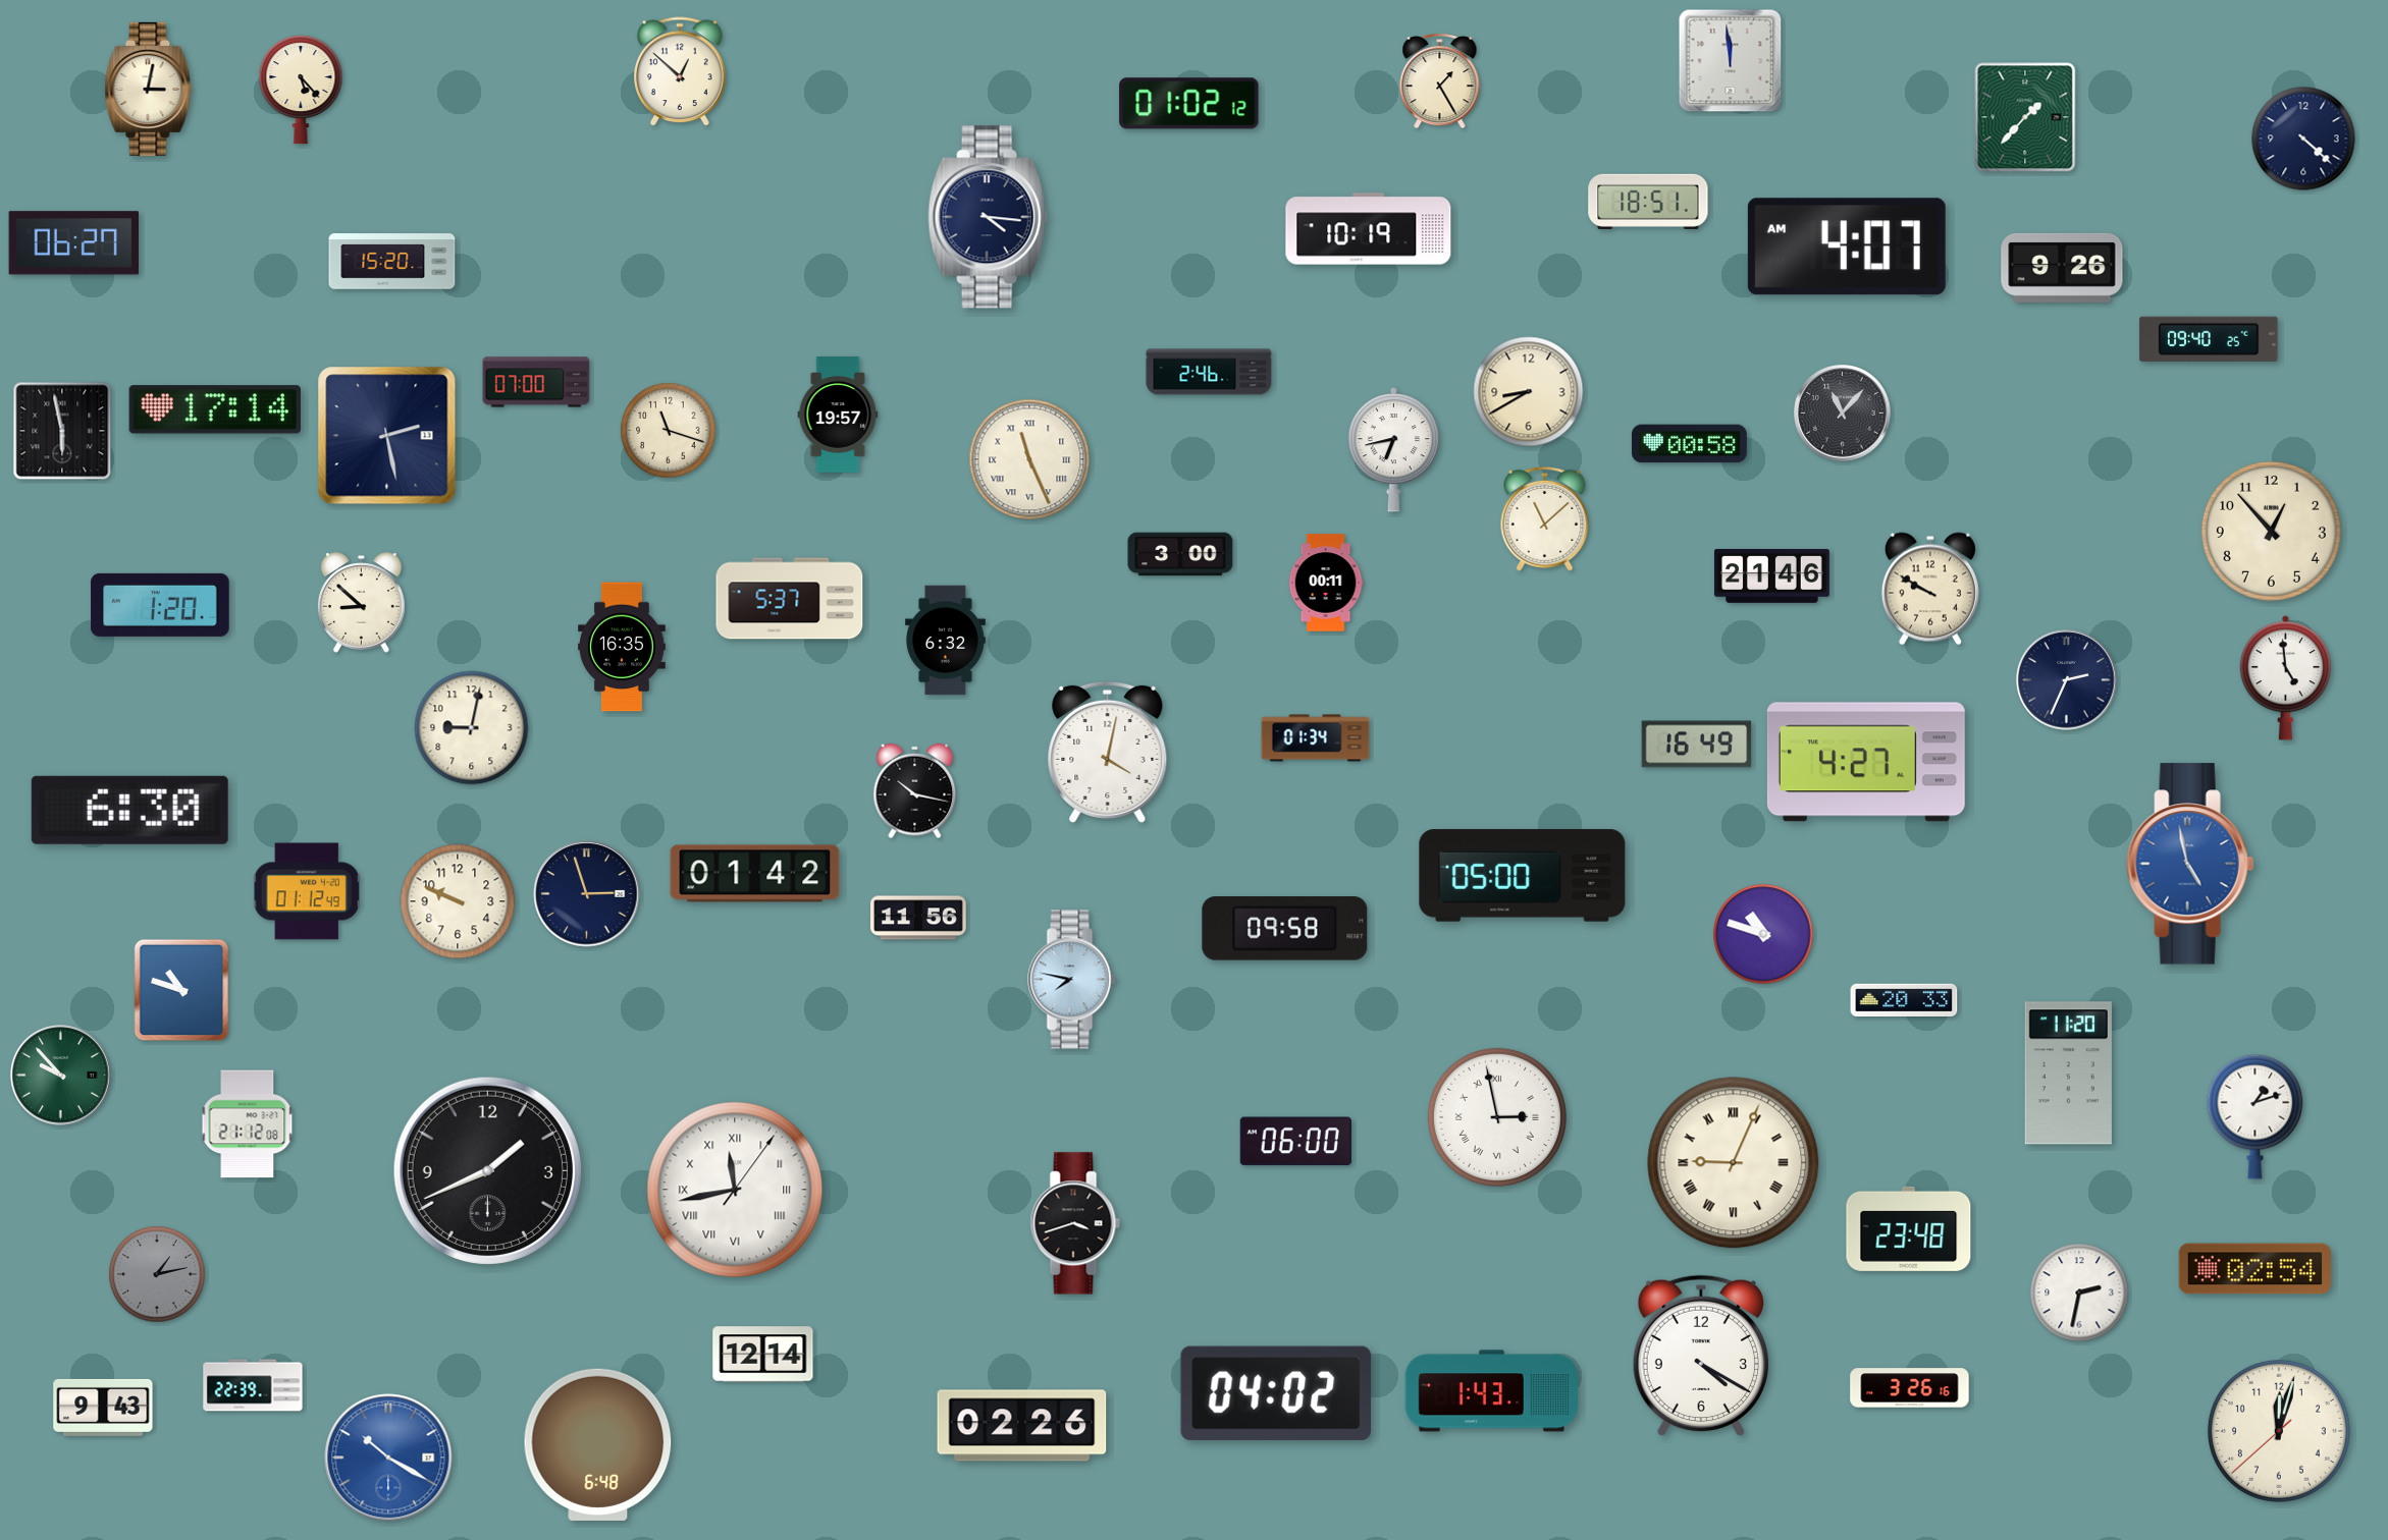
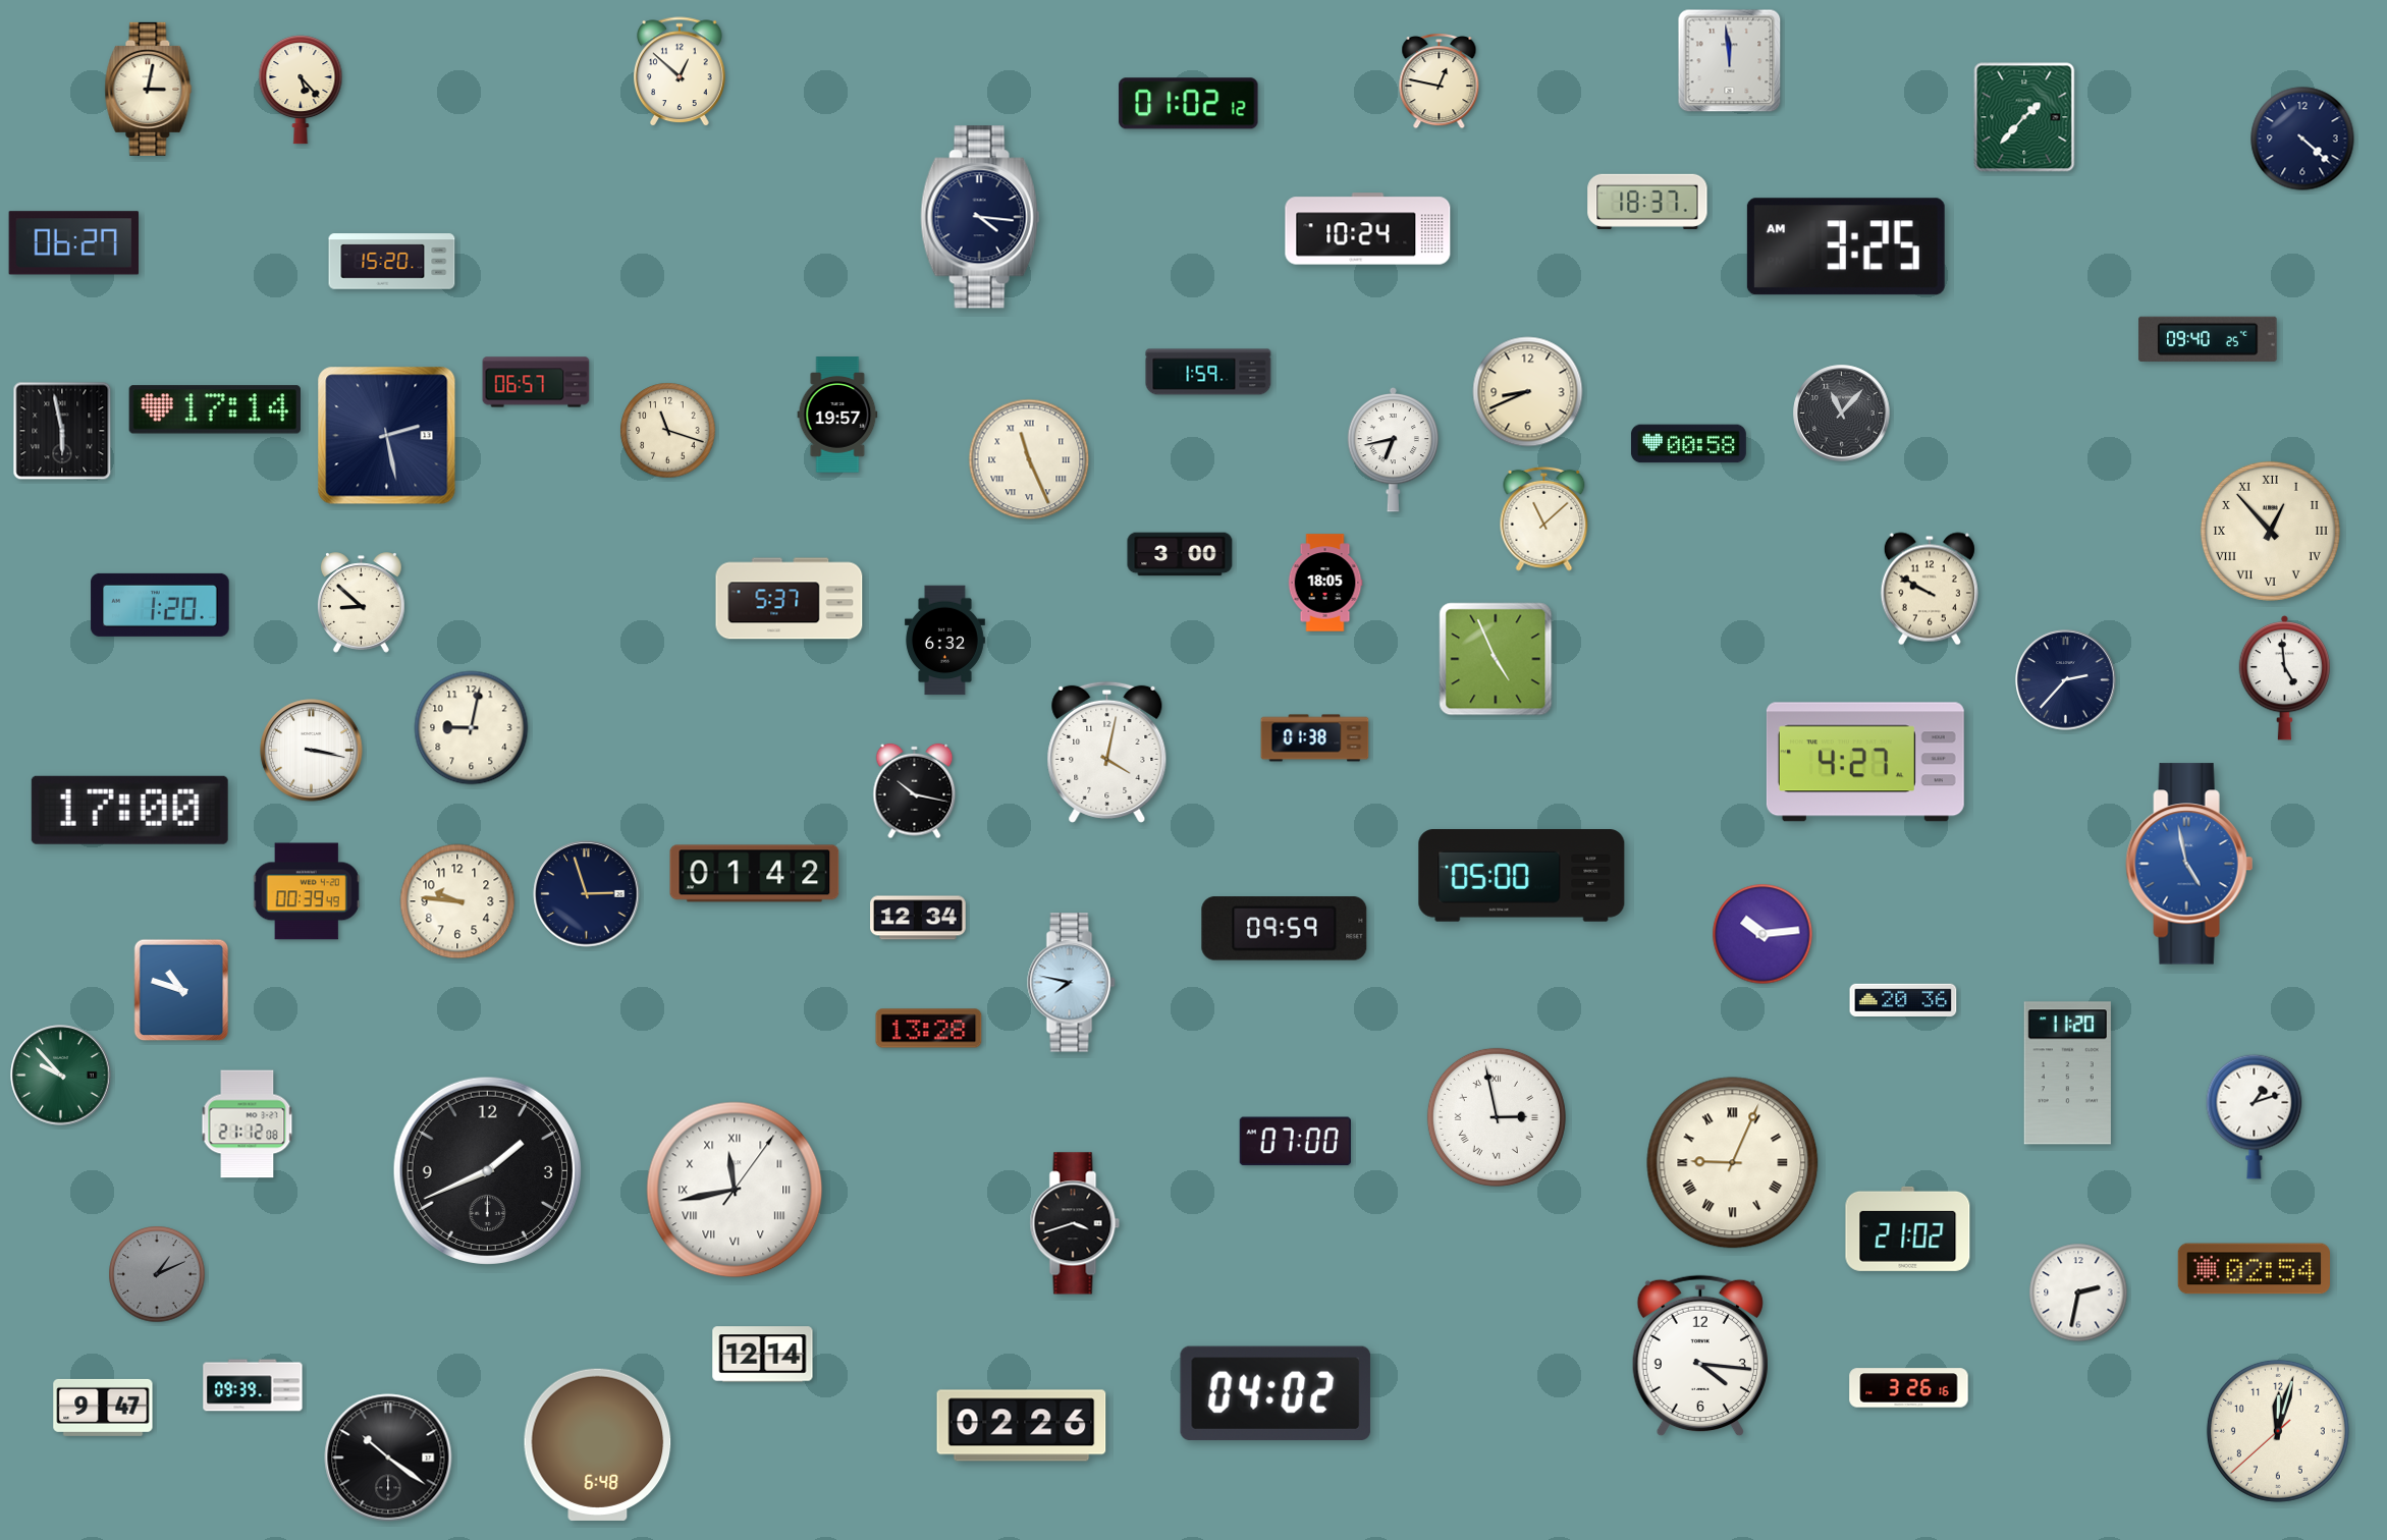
clock at (1440, 81): 1:25 -> 12:47
clock at (1648, 202): 18:51 -> 18:37
clock at (988, 217) position: (988, 217) -> (980, 217)
clock at (1369, 229): 10:19 -> 10:24
clock at (1847, 246): 4:07 -> 3:25
clock at (2062, 268): 9:26 -> none
clock at (1209, 372): 2:46 -> 1:59
clock at (536, 382): 07:00 -> 06:57
clock at (1529, 392): 8:40 -> 8:41
clock at (2271, 531) numerals: Arabic -> Roman
clock at (1771, 575): 21:46 -> none
clock at (1326, 583): 00:11 -> 18:05
clock at (623, 647): 16:35 -> none
clock at (1496, 659): none -> 4:56
clock at (2067, 680): 2:34 -> 2:37
clock at (1316, 738): 01:34 -> 01:38
clock at (1697, 745): 16:49 -> none
clock at (312, 751): none -> 3:17
clock at (129, 810): 6:30 -> 17:00
clock at (307, 891): 01:12 -> 00:39
clock at (458, 901): 9:49 -> 9:46
clock at (918, 918): 11:56 -> 12:34
clock at (1285, 929): 09:58 -> 09:59
clock at (1763, 934): 10:48 -> 10:14
clock at (1072, 980) position: (1072, 980) -> (1072, 983)
clock at (1904, 1000): 20:33 -> 20:36
clock at (929, 1029): none -> 13:28
clock at (1295, 1142): 06:00 -> 07:00
clock at (1909, 1228): 23:48 -> 21:02
clock at (157, 1274): 1:13 -> 1:11
clock at (1701, 1356): 4:20 -> 4:16
clock at (253, 1385): 22:39 -> 09:39
clock at (1491, 1391): 1:43 -> none
clock at (103, 1408): 9:43 -> 9:47
clock at (388, 1458): 10:20 -> 10:21
clock at (388, 1458) dial: blue -> black
